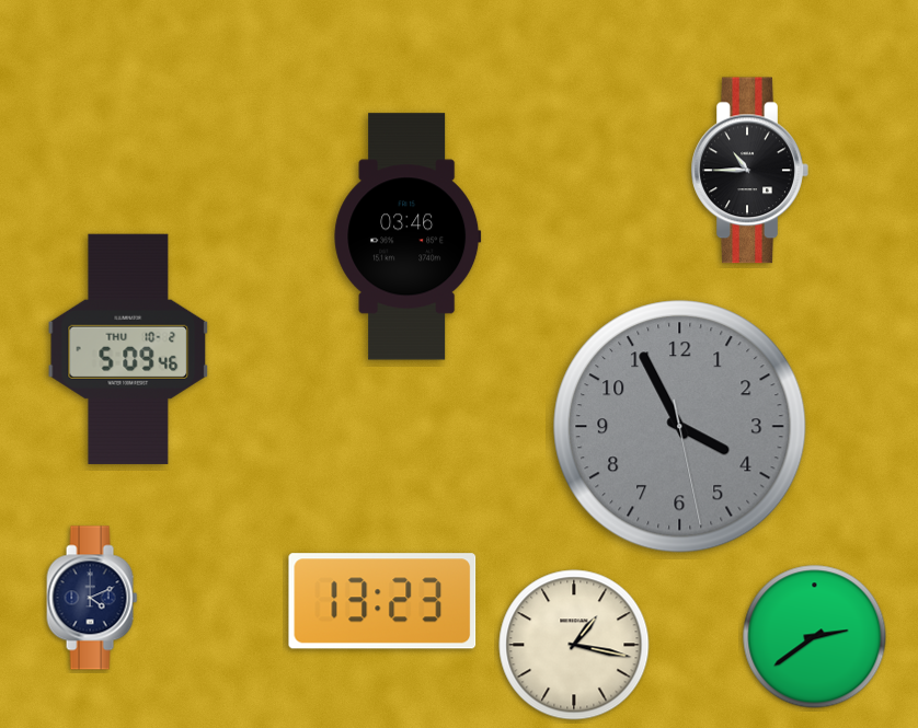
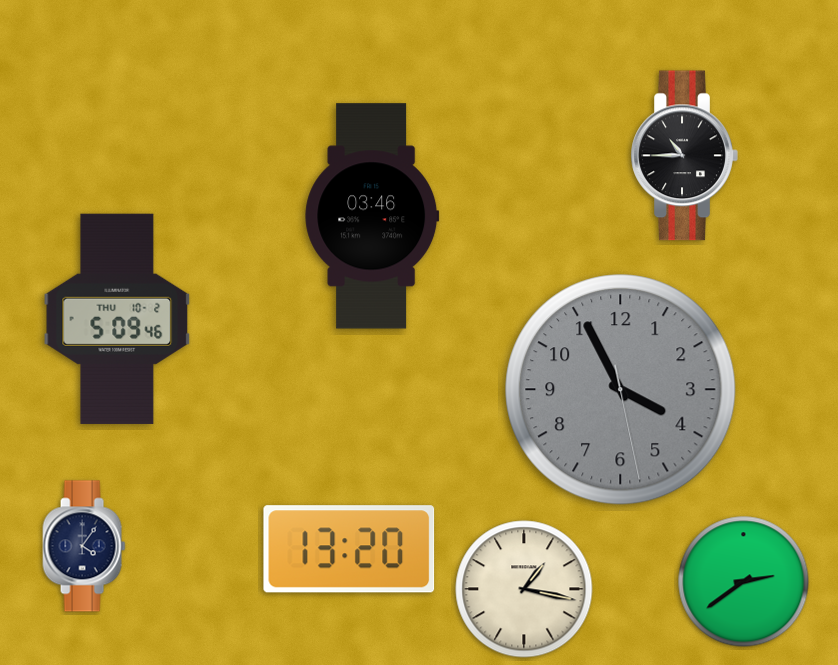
clock at (92, 598): 4:11 -> 4:06
clock at (382, 601): 13:23 -> 13:20
